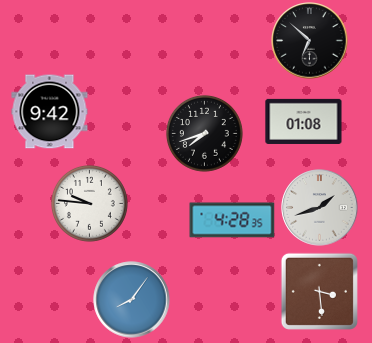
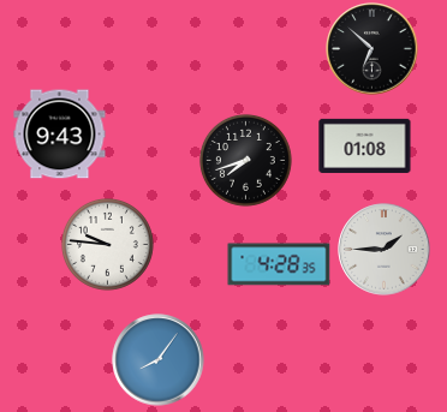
clock at (50, 112): 9:42 -> 9:43
clock at (320, 208): 1:42 -> 1:45
clock at (319, 291): 3:29 -> none
